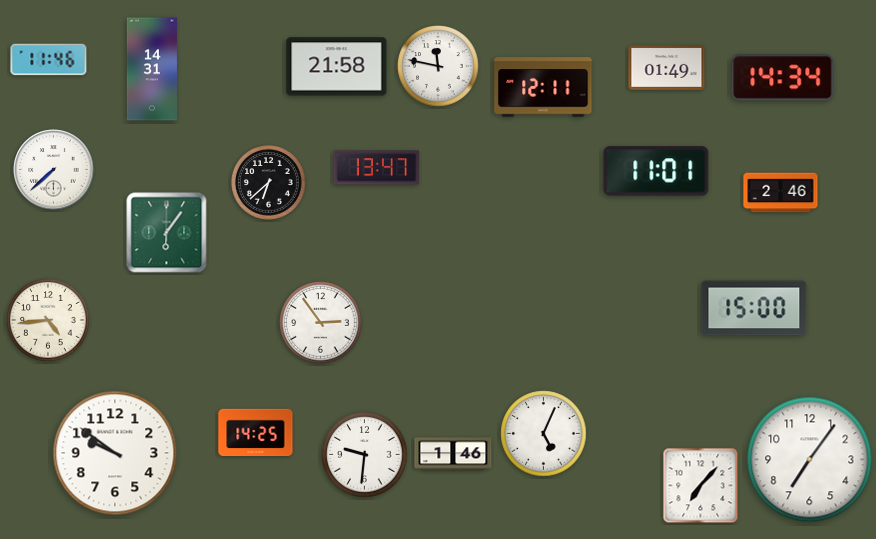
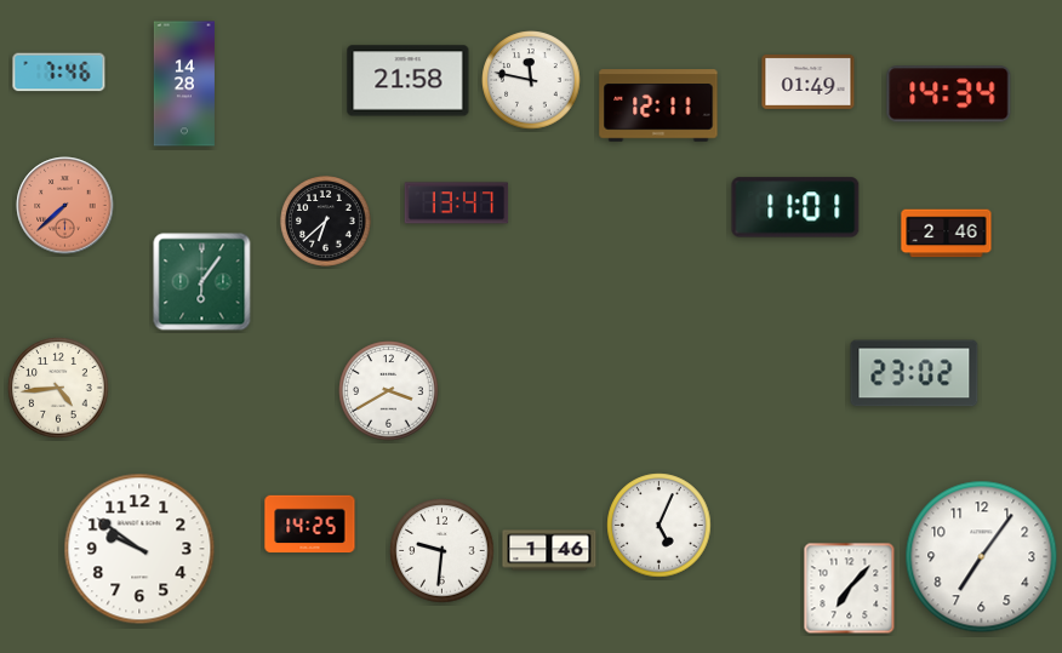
clock at (49, 60): 11:46 -> 7:46
clock at (152, 69): 14:31 -> 14:28
clock at (54, 170) dial: white -> salmon
clock at (754, 308): 15:00 -> 23:02
clock at (321, 323): 2:54 -> 3:40
